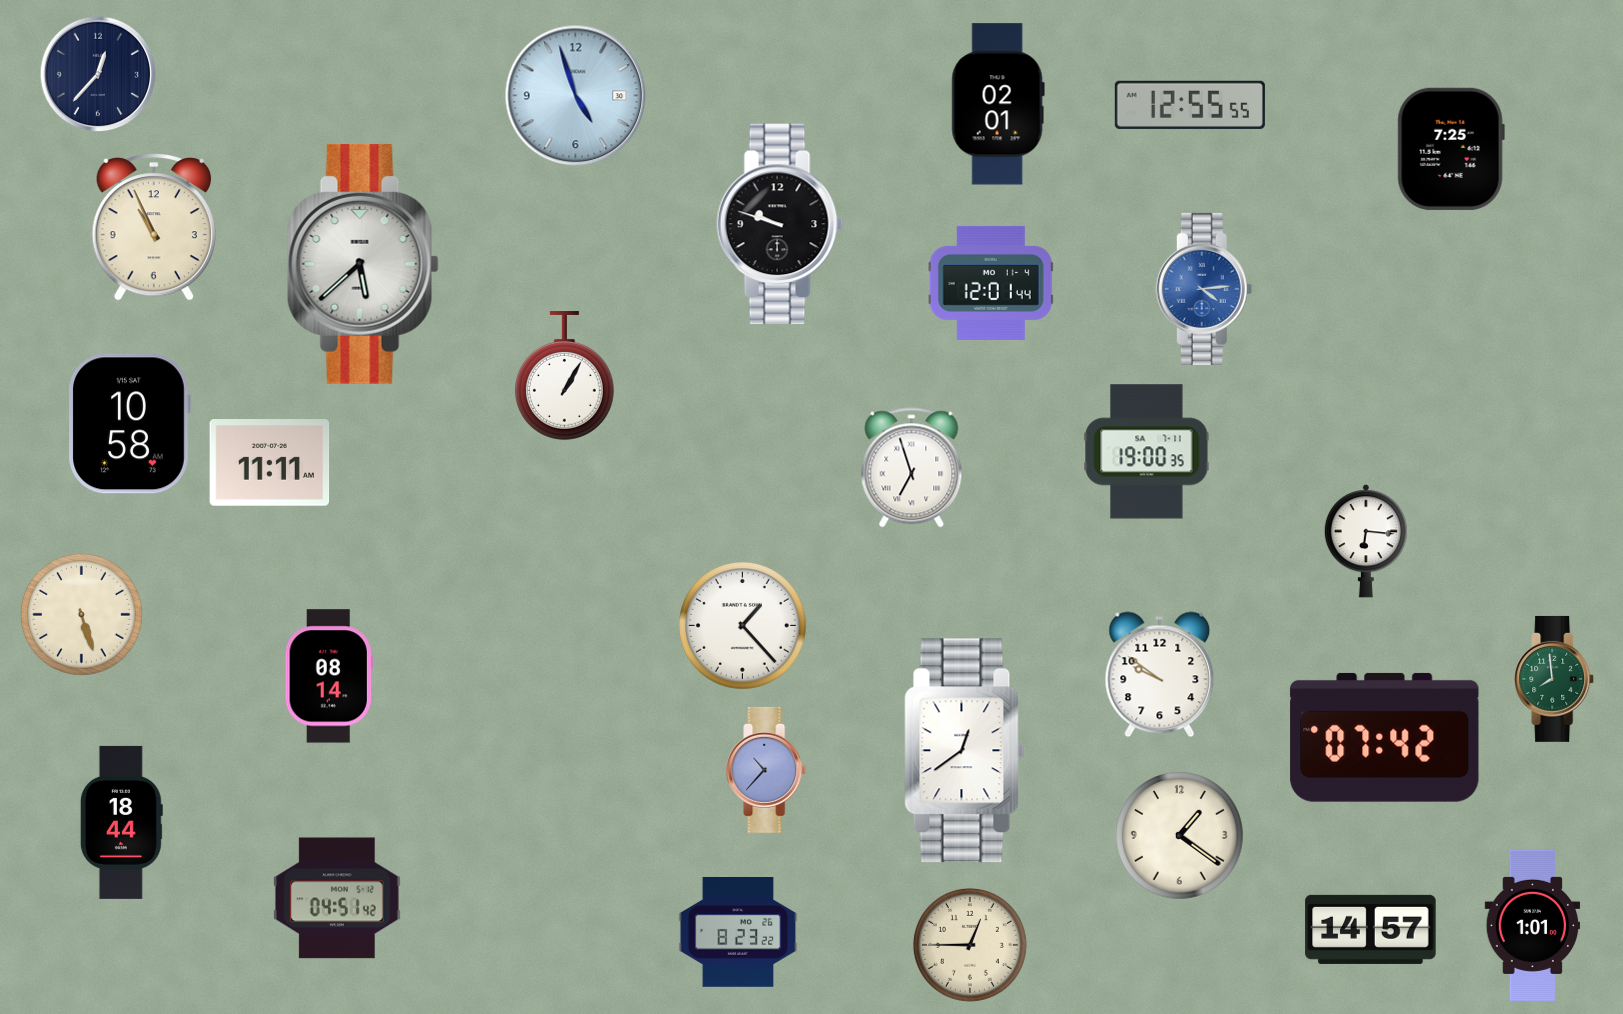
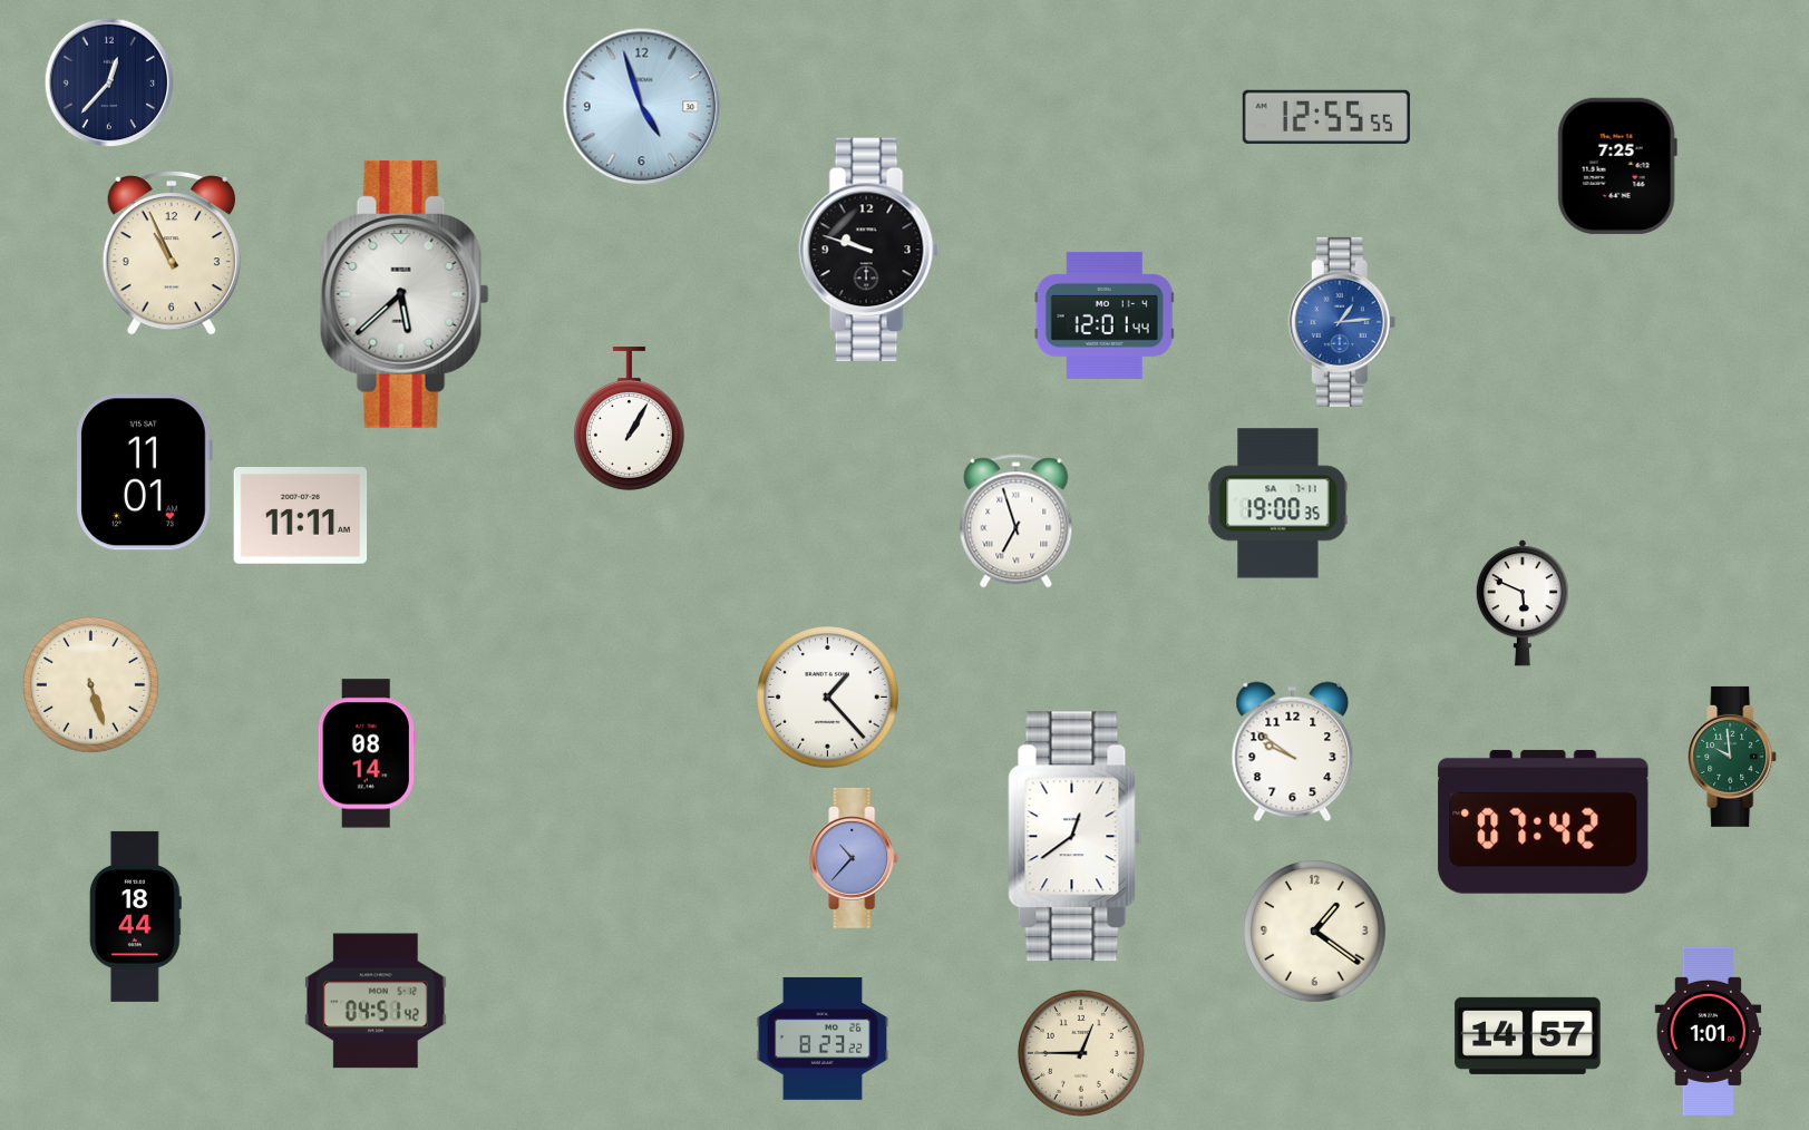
clock at (998, 104): 02:01 -> none
clock at (1204, 289): 4:14 -> 1:14
clock at (129, 424): 10:58 -> 11:01
clock at (1366, 541): 6:16 -> 5:49
clock at (1555, 679): 7:59 -> 9:59
